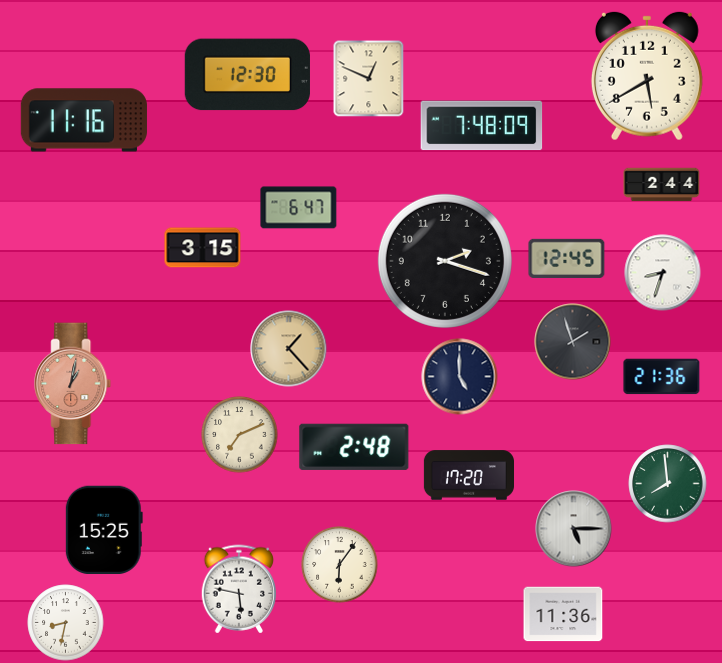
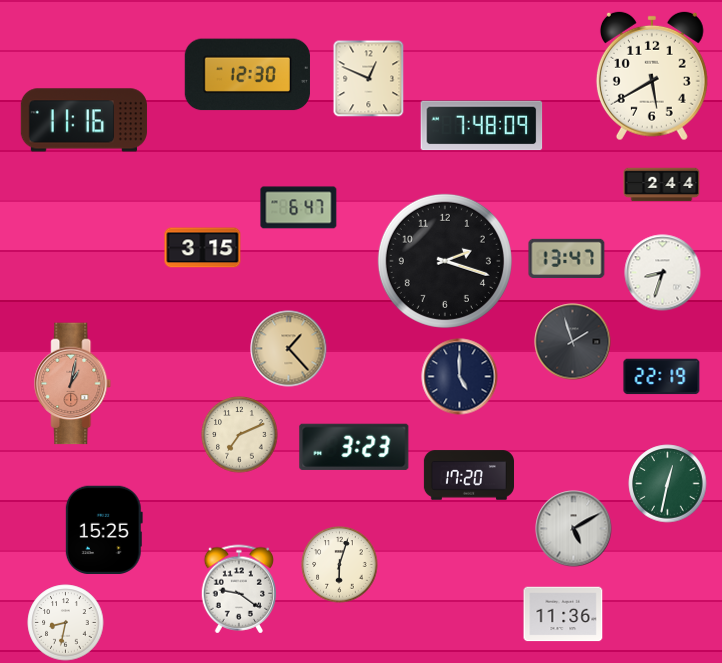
clock at (647, 76) position: (647, 76) -> (652, 76)
clock at (567, 258): 12:45 -> 13:47
clock at (662, 377): 21:36 -> 22:19
clock at (354, 447): 2:48 -> 3:23
clock at (668, 484): 7:59 -> 12:32
clock at (574, 529): 5:15 -> 5:10
clock at (340, 565): 6:06 -> 6:03
clock at (239, 589): 5:47 -> 9:21
